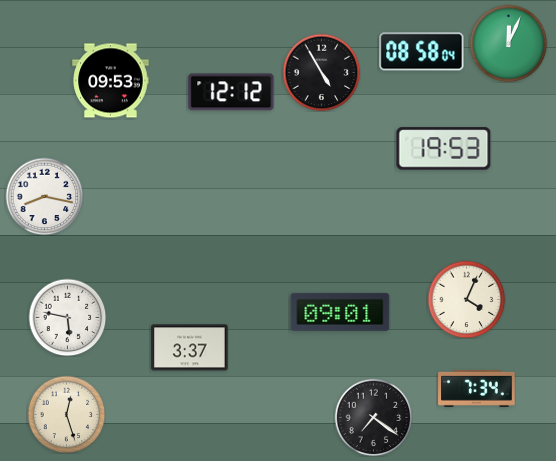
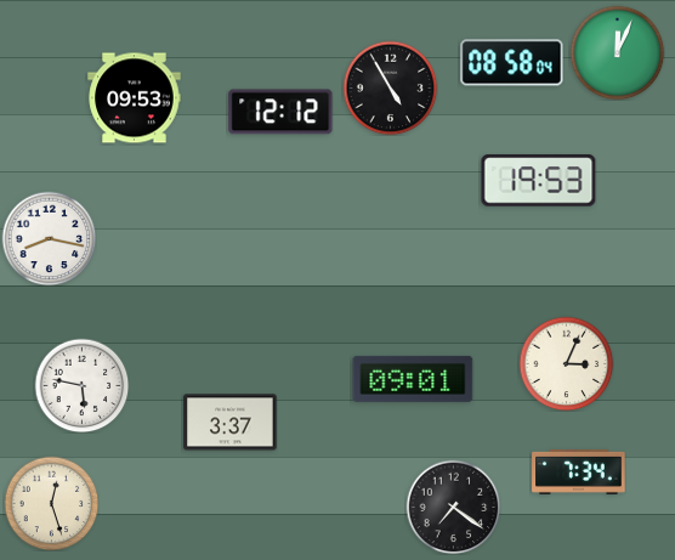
clock at (44, 196) position: (44, 196) -> (49, 238)
clock at (466, 299): 4:04 -> 3:04
clock at (66, 414) position: (66, 414) -> (51, 503)
